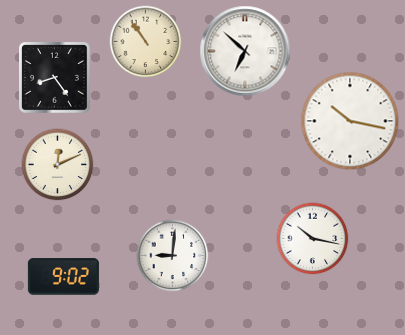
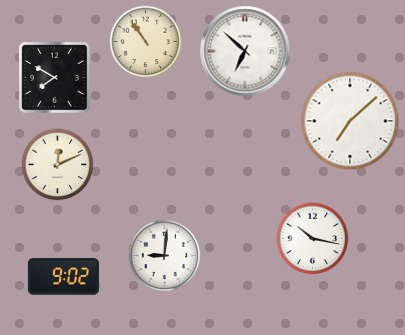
clock at (55, 78): 8:24 -> 7:50
clock at (350, 121): 10:17 -> 7:08
clock at (173, 256) position: (173, 256) -> (165, 256)
